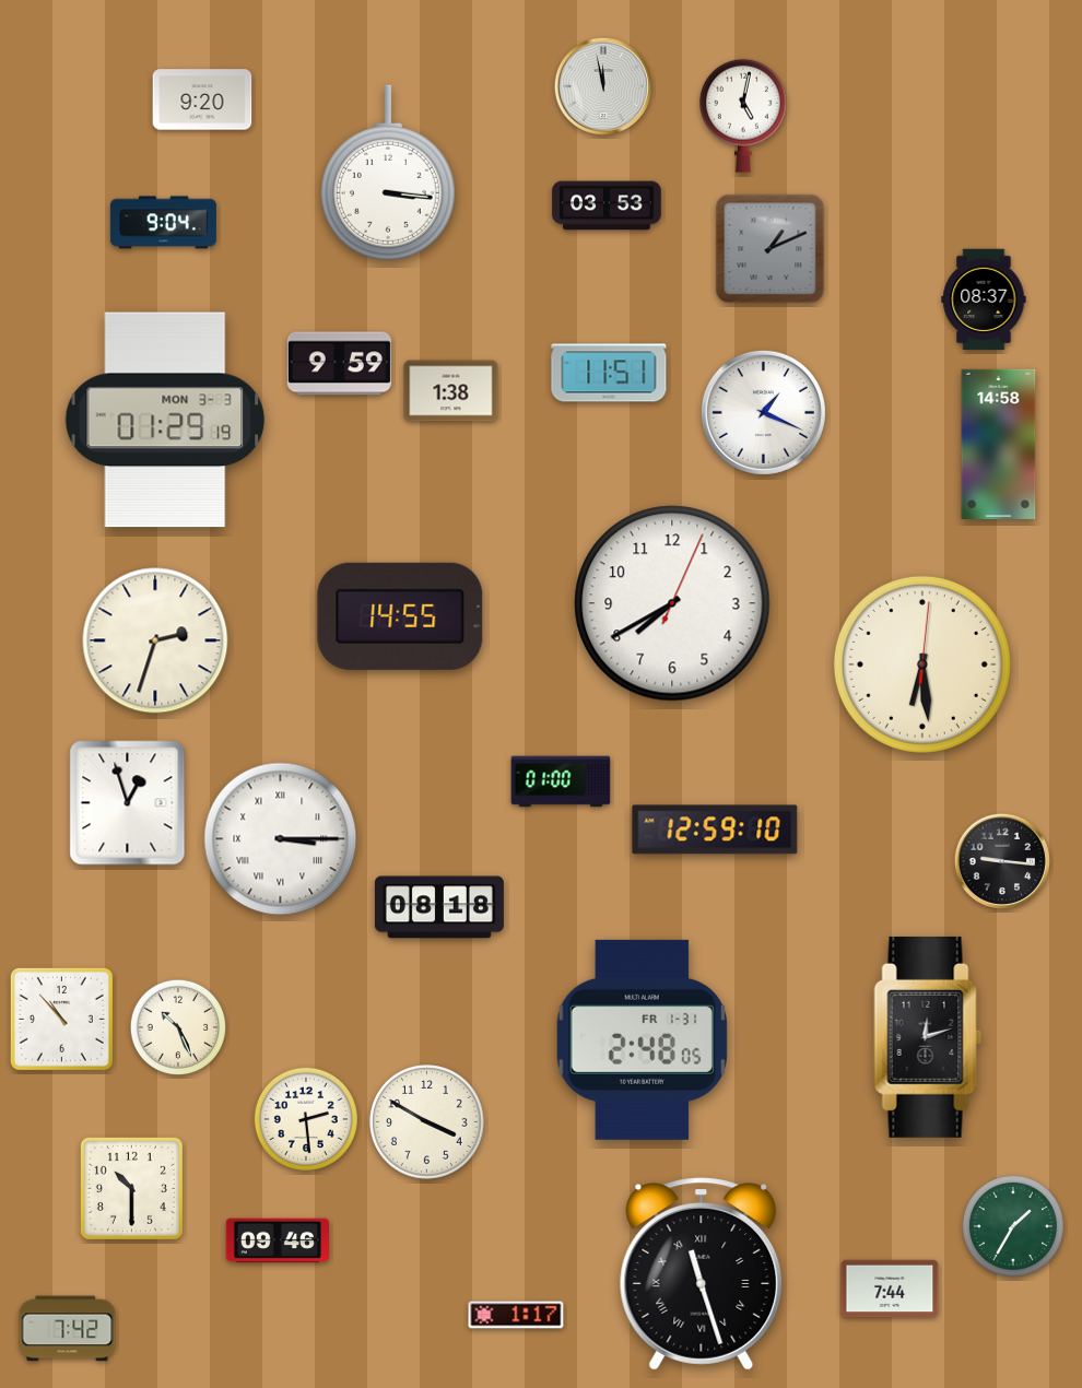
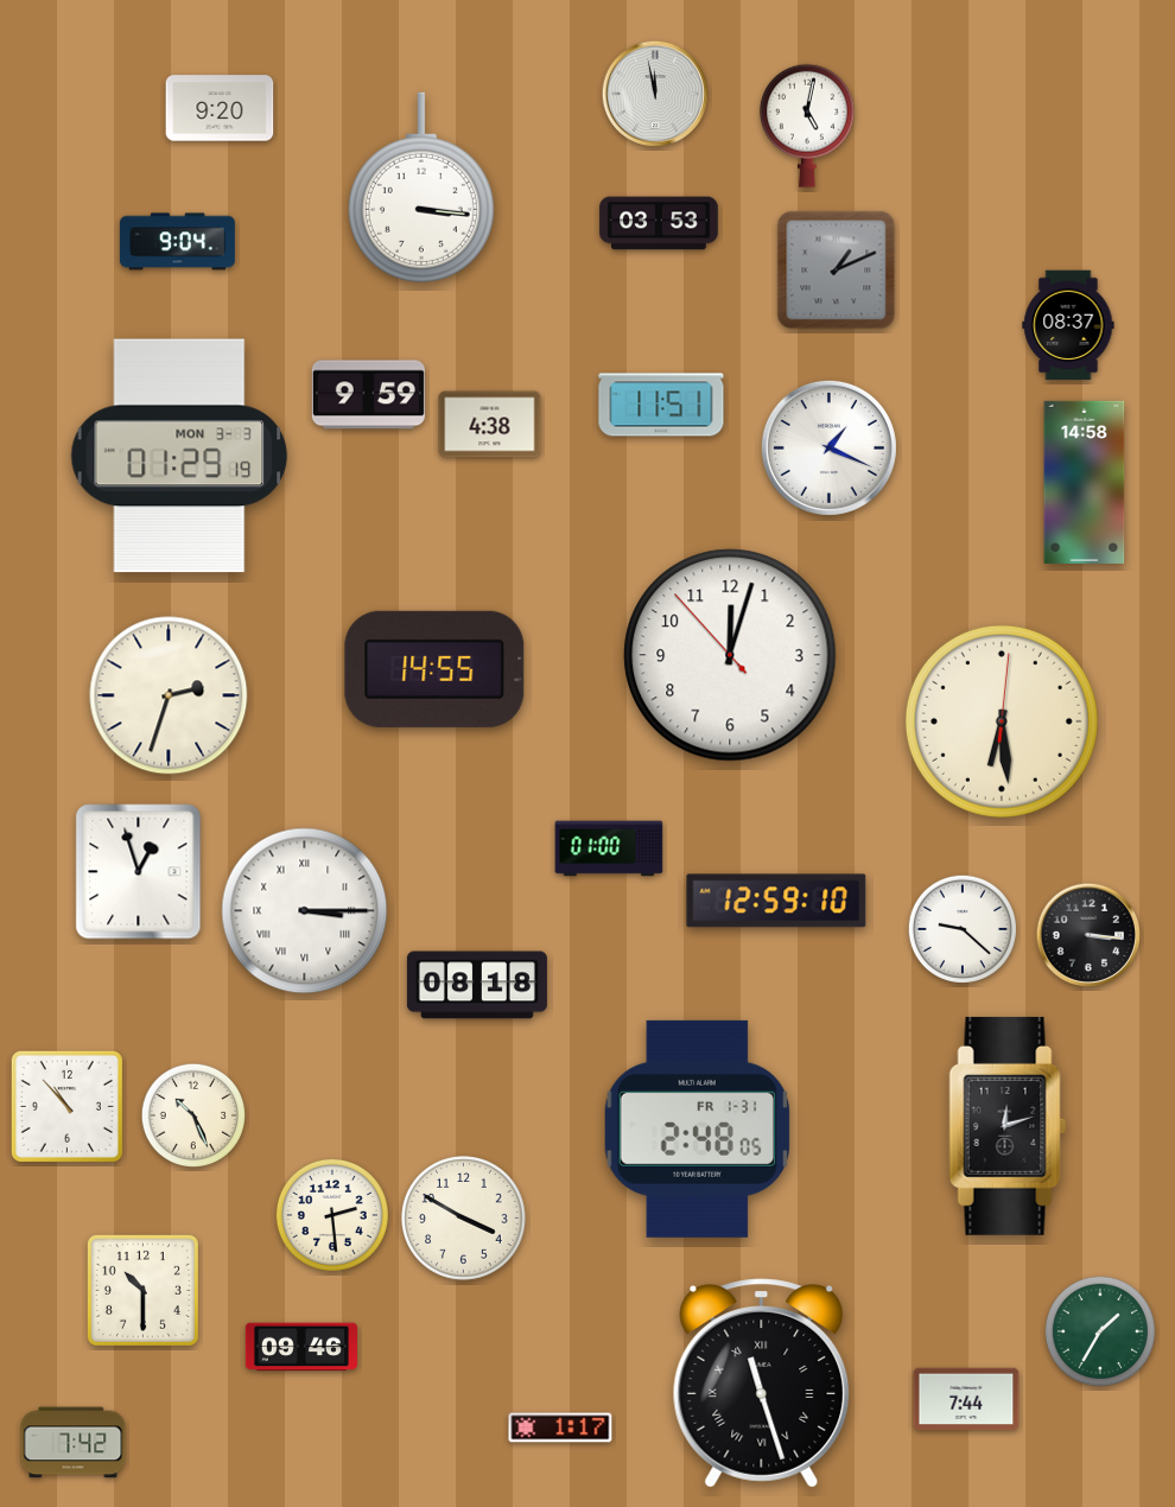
clock at (451, 391): 1:38 -> 4:38
clock at (672, 603): 7:40 -> 12:02
clock at (963, 929): none -> 9:22
clock at (1002, 861): 9:16 -> 3:16
